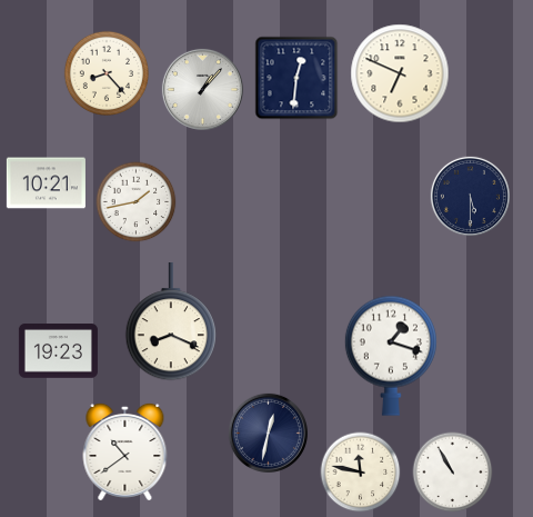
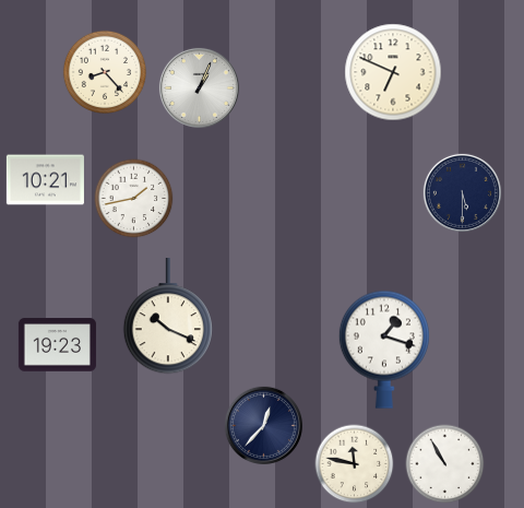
clock at (296, 78): 12:31 -> none
clock at (202, 89): 1:07 -> 1:04
clock at (170, 322): 8:19 -> 10:19
clock at (268, 433): 12:32 -> 12:37
clock at (125, 451): 10:39 -> none
